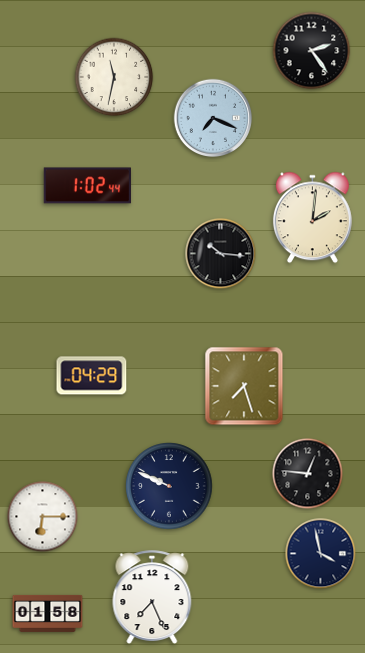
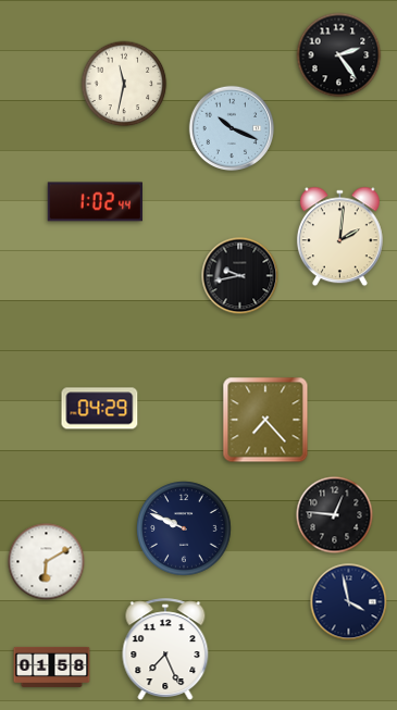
clock at (213, 118): 7:19 -> 10:19
clock at (221, 254): 10:16 -> 9:43
clock at (244, 386): 7:27 -> 7:23
clock at (43, 517): 6:15 -> 6:10
